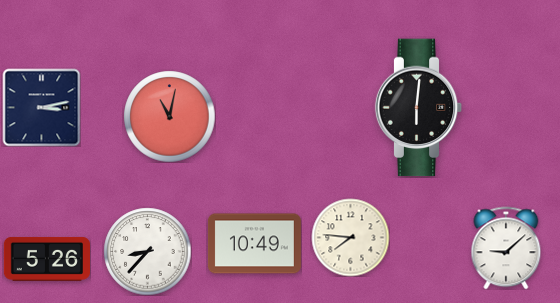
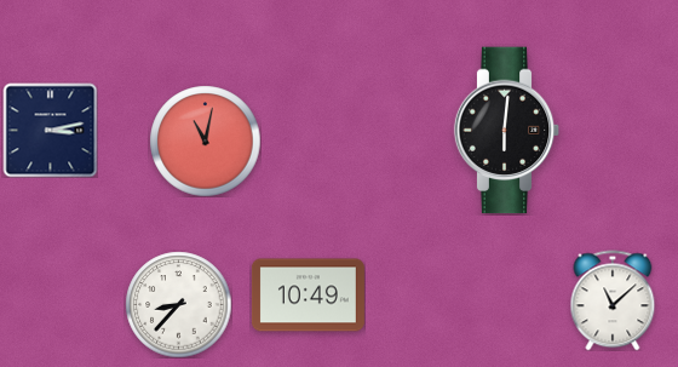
clock at (350, 237): 7:46 -> none
clock at (506, 248): 9:08 -> 11:08
clock at (47, 260): 5:26 -> none
